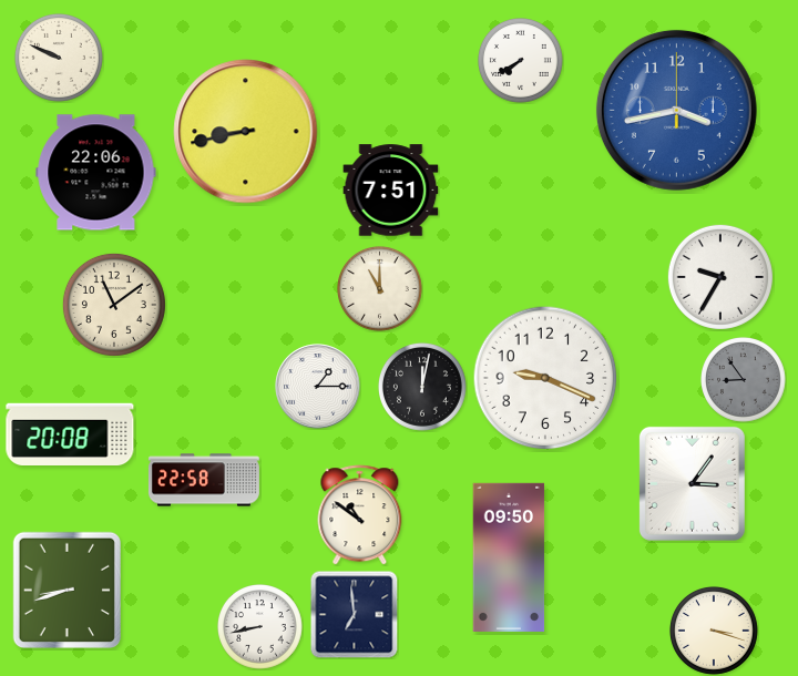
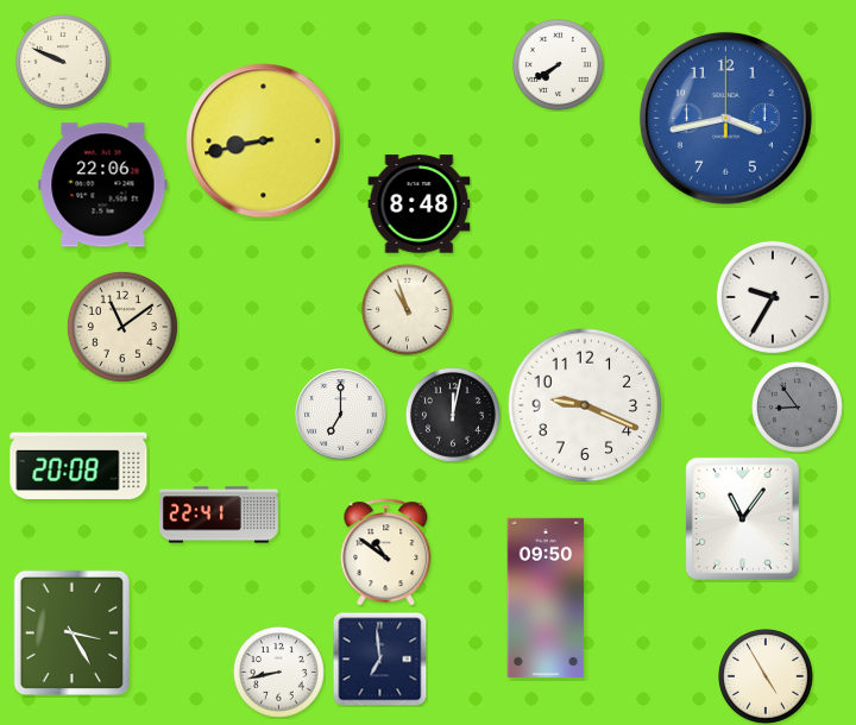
clock at (391, 191): 7:51 -> 8:48
clock at (380, 289): 11:00 -> 10:57
clock at (318, 387): 1:15 -> 7:00
clock at (70, 433) position: (70, 433) -> (78, 465)
clock at (204, 480): 22:58 -> 22:41
clock at (692, 483): 3:06 -> 11:06
clock at (66, 590): 8:42 -> 3:25
clock at (714, 631): 3:18 -> 4:55
